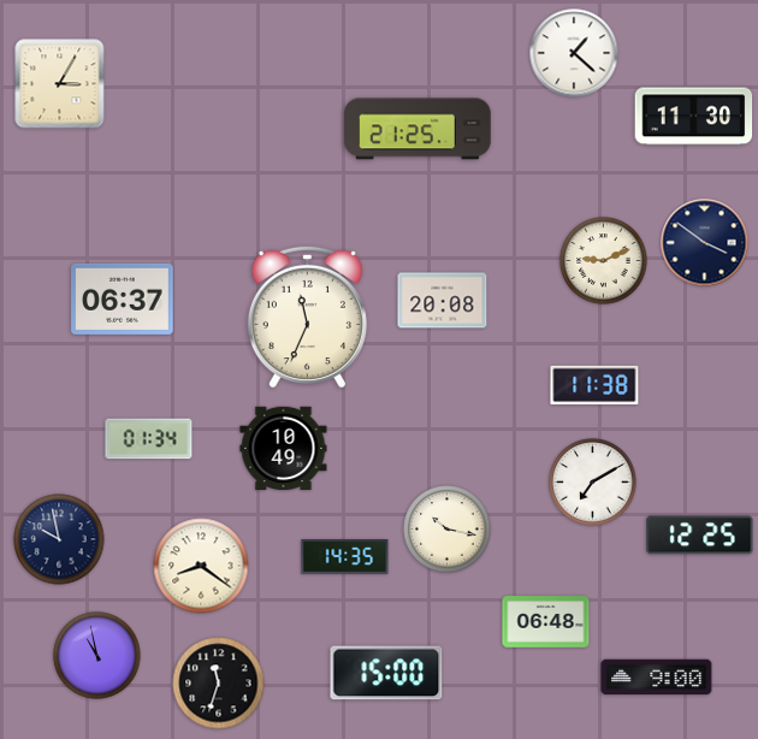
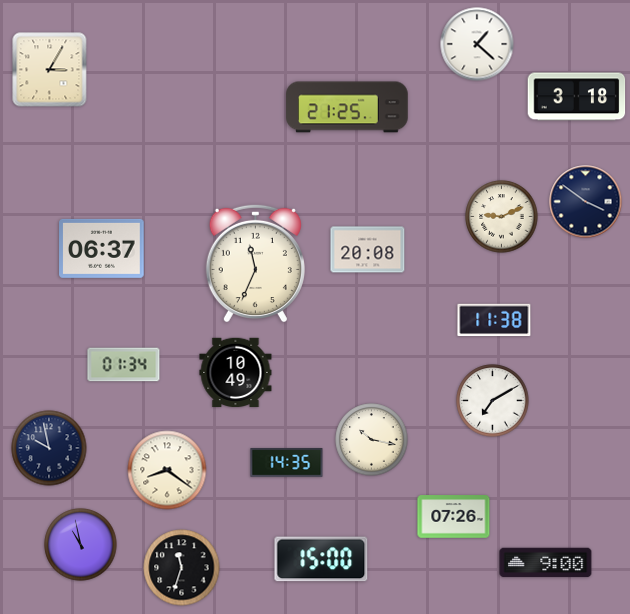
clock at (694, 117): 11:30 -> 3:18
clock at (700, 536): 12:25 -> none
clock at (546, 622): 06:48 -> 07:26
